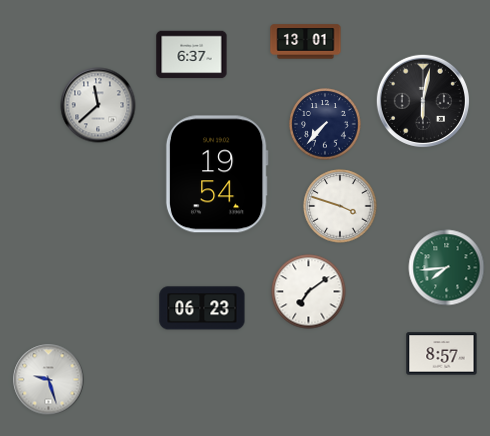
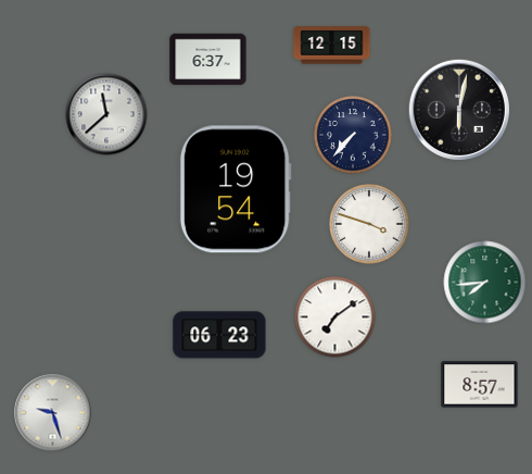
clock at (306, 42): 13:01 -> 12:15
clock at (447, 268) position: (447, 268) -> (485, 283)
